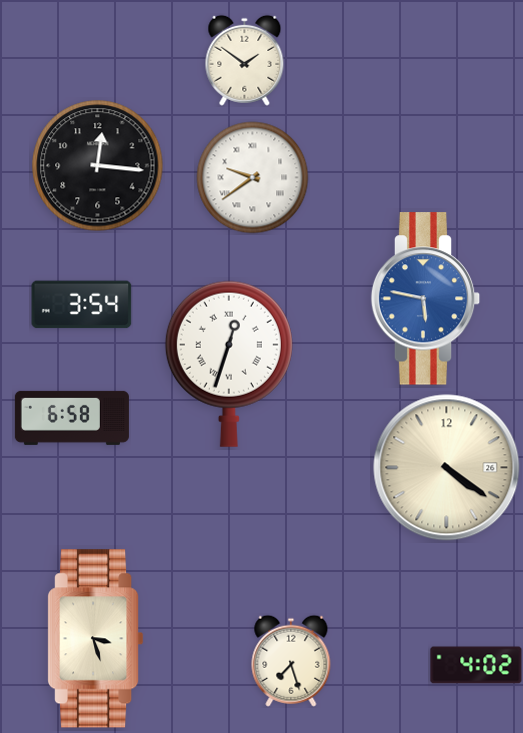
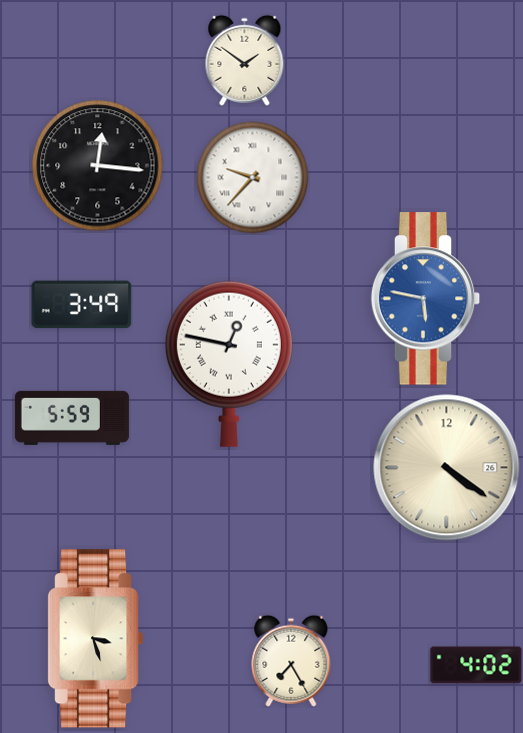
clock at (253, 178): 9:39 -> 9:37
clock at (82, 305): 3:54 -> 3:49
clock at (229, 364): 12:33 -> 12:47
clock at (72, 418): 6:58 -> 5:59
clock at (291, 661): 7:27 -> 7:25
